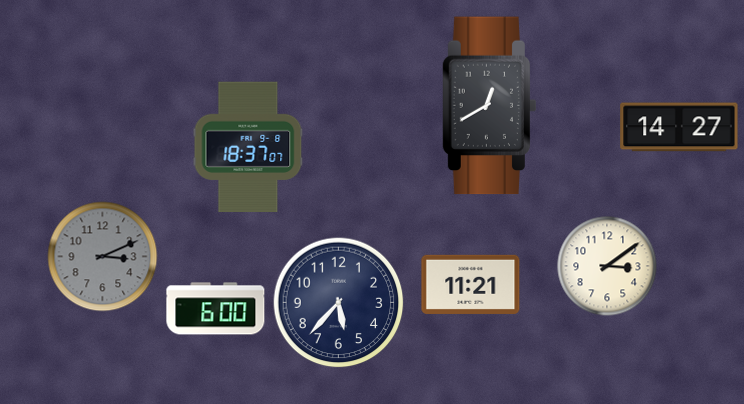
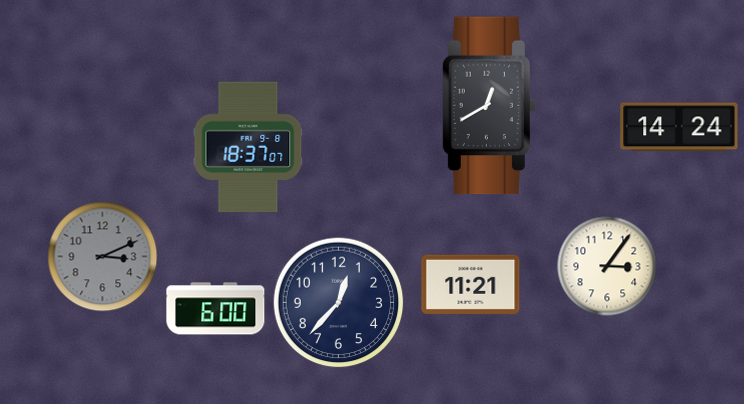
clock at (679, 127): 14:27 -> 14:24
clock at (607, 266): 3:09 -> 3:06
clock at (339, 303): 5:37 -> 12:37
